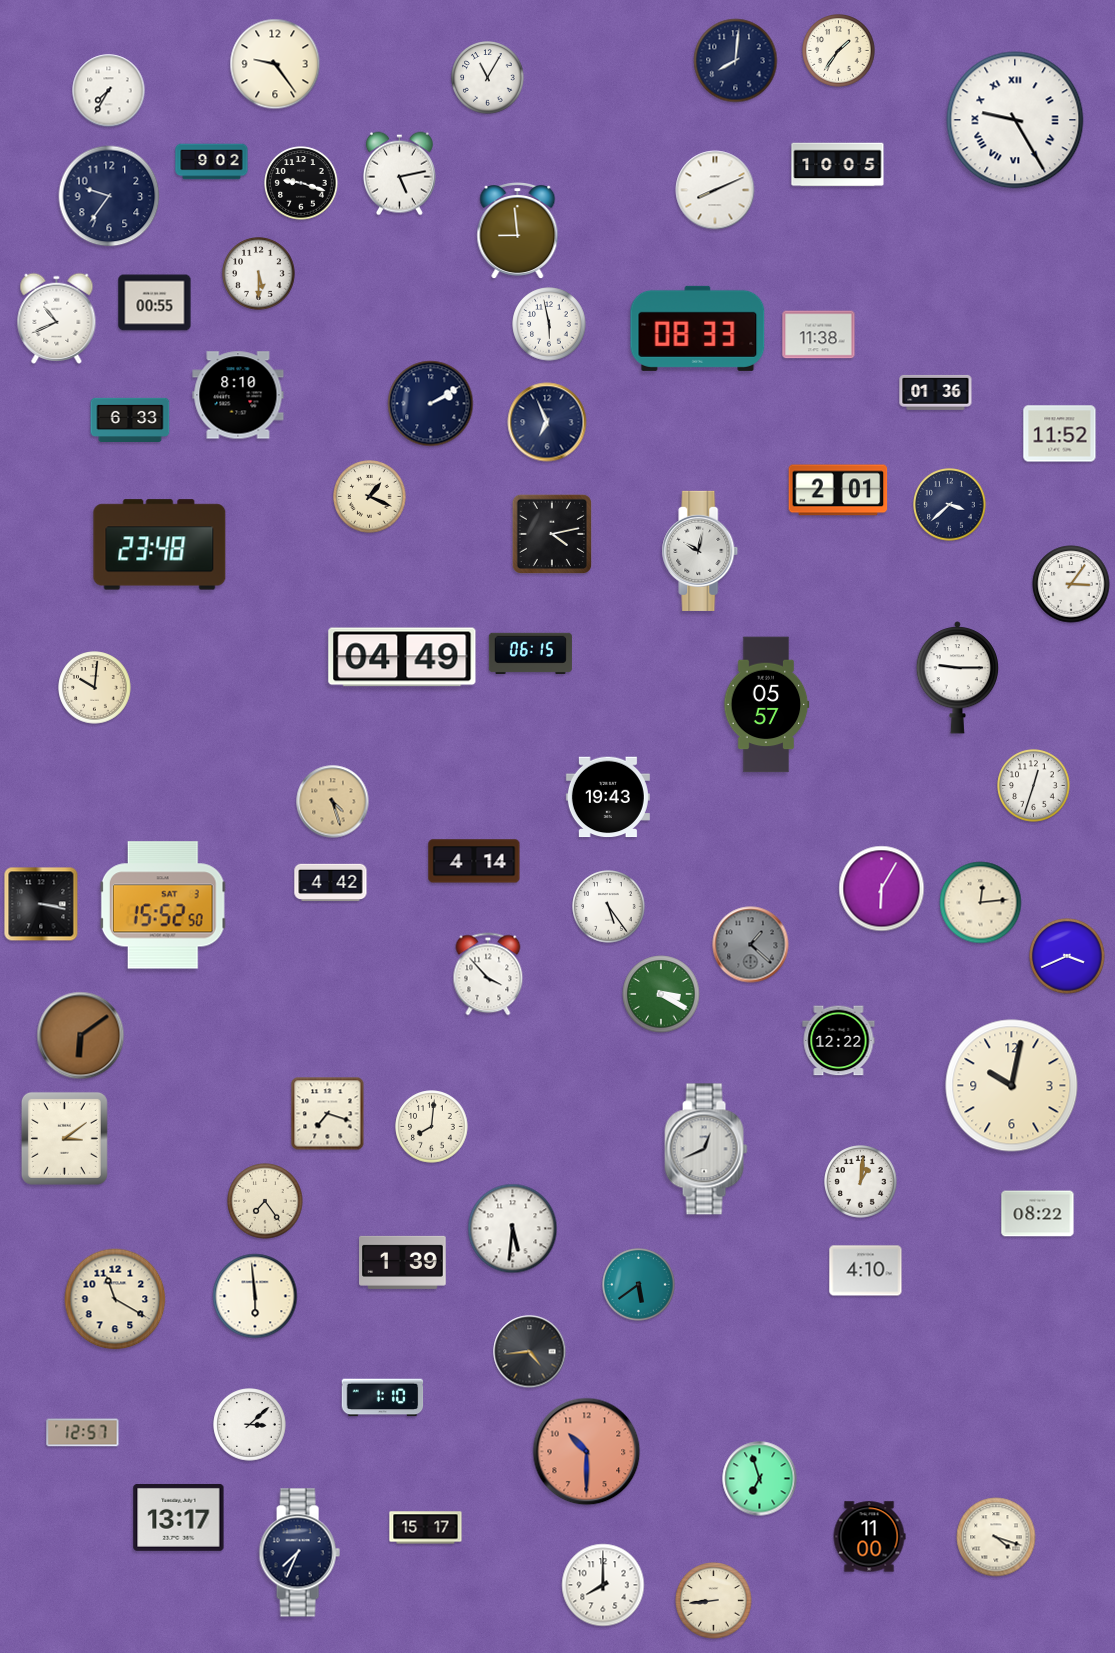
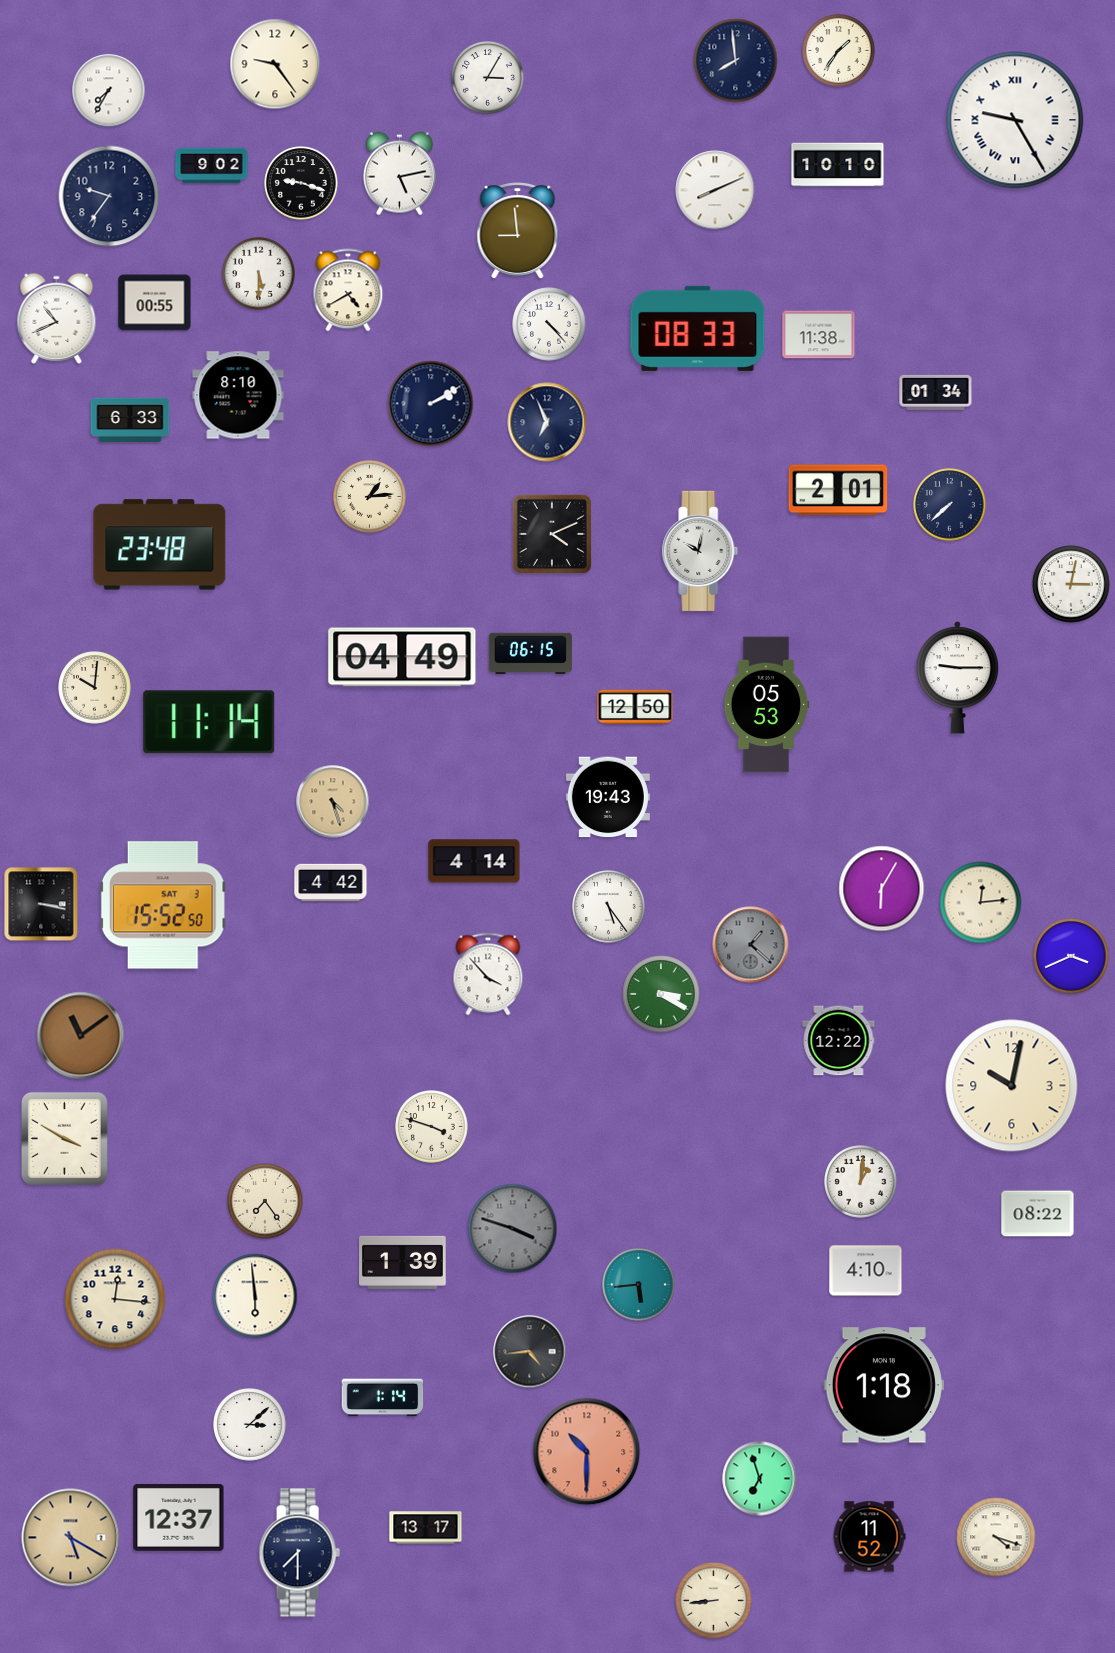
clock at (736, 61): 8:01 -> 7:59
clock at (488, 78): 11:05 -> 3:05
clock at (212, 162) position: (212, 162) -> (212, 166)
clock at (838, 165): 10:05 -> 10:10
clock at (348, 290): none -> 4:40
clock at (549, 324): 5:58 -> 4:23
clock at (936, 392): 01:36 -> 01:34
clock at (1060, 434): 11:52 -> none
clock at (370, 497): 1:19 -> 1:14
clock at (950, 505): 3:38 -> 7:38
clock at (551, 533): 4:13 -> 4:11
clock at (1071, 584): 3:06 -> 3:02
clock at (767, 705): 05:57 -> 05:53
clock at (635, 707): none -> 12:50
clock at (209, 722): none -> 11:14
clock at (1034, 786): 12:33 -> none
clock at (1067, 956) position: (1067, 956) -> (1071, 956)
clock at (81, 1036): 6:09 -> 11:09
clock at (328, 1114): 7:18 -> none
clock at (432, 1127): 8:01 -> 3:48
clock at (64, 1138): 3:09 -> 3:50
clock at (706, 1149): 12:41 -> none
clock at (513, 1229): 5:31 -> 3:48
clock at (513, 1229) dial: white -> grey
clock at (639, 1285): 5:39 -> 5:44
clock at (115, 1299): 11:20 -> 12:16
clock at (884, 1385): none -> 1:18
clock at (383, 1398): 1:10 -> 1:14
clock at (83, 1433): 12:57 -> none
clock at (179, 1517): 13:17 -> 12:37
clock at (426, 1528): 15:17 -> 13:17
clock at (869, 1537): 11:00 -> 11:52
clock at (71, 1538): none -> 5:20
clock at (299, 1553): 7:34 -> 7:30
clock at (603, 1585): 8:00 -> none
